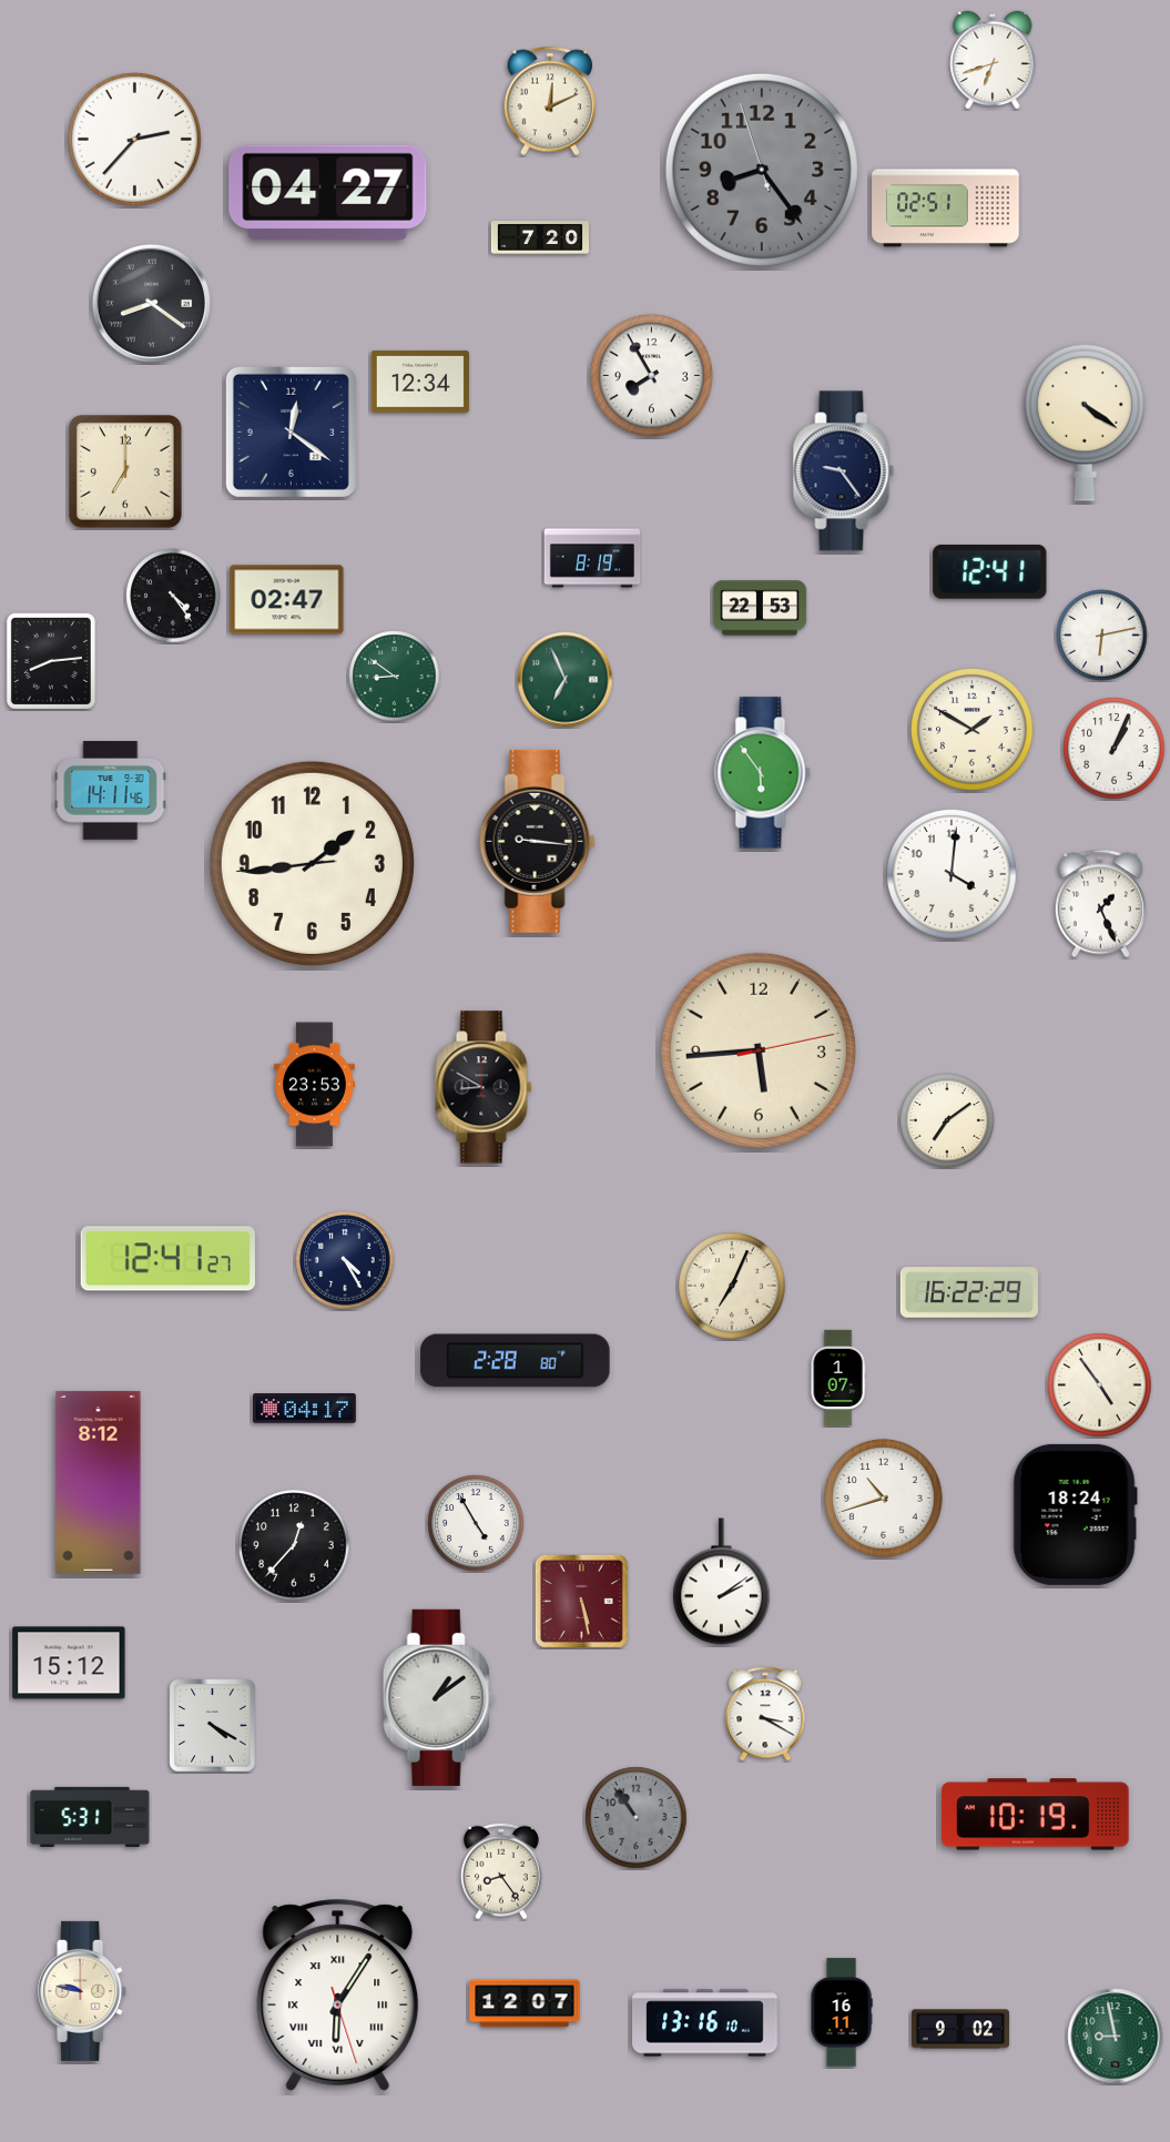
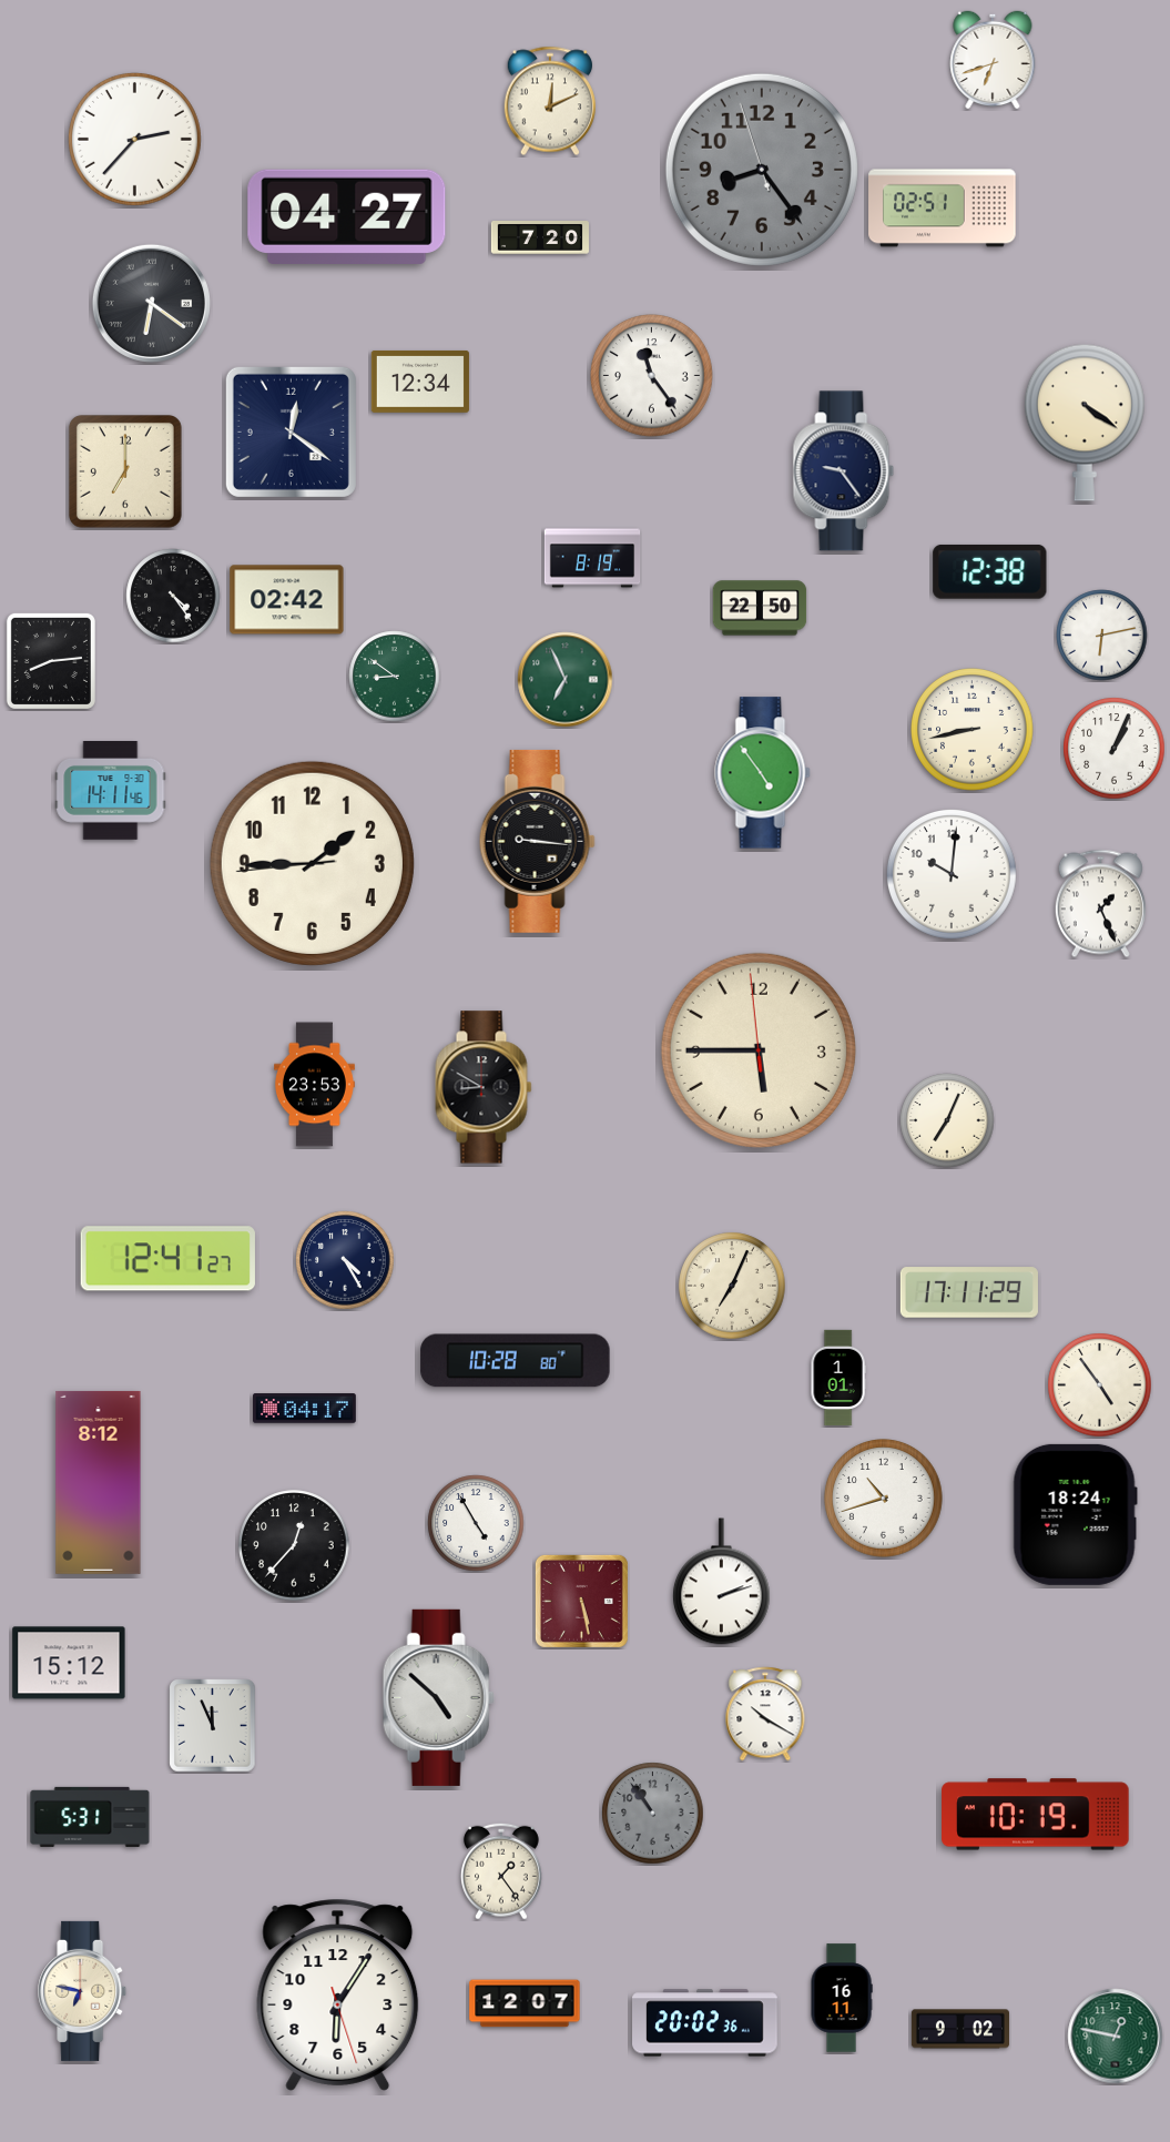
clock at (328, 192) position: (328, 192) -> (347, 216)
clock at (946, 209) position: (946, 209) -> (943, 209)
clock at (151, 303): 8:21 -> 6:21
clock at (652, 376): 7:55 -> 11:24
clock at (990, 571): 12:41 -> 12:38
clock at (287, 600): 02:47 -> 02:42
clock at (760, 608): 22:53 -> 22:50
clock at (973, 730): 1:50 -> 8:43
clock at (763, 773): 5:54 -> 4:54
clock at (312, 863): 1:43 -> 1:44
clock at (953, 875): 4:01 -> 10:01
clock at (759, 1050): 5:44:13 -> 5:44:59
clock at (947, 1120): 7:09 -> 7:04
clock at (969, 1292): 16:22 -> 17:11
clock at (516, 1361): 2:28 -> 10:28
clock at (838, 1378): 1:07 -> 1:01
clock at (721, 1582): 2:09 -> 2:12
clock at (438, 1697): 1:09 -> 4:52
clock at (765, 1714): 3:20 -> 10:20
clock at (213, 1726): 4:20 -> 11:56
clock at (637, 1818) position: (637, 1818) -> (653, 1814)
clock at (501, 1871): 8:24 -> 1:24
clock at (83, 1991): 9:47 -> 6:47
clock at (338, 1994) numerals: Roman -> Arabic
clock at (842, 2012) position: (842, 2012) -> (842, 1998)
clock at (705, 2023): 13:16 -> 20:02
clock at (1116, 2037): 8:58 -> 12:47
